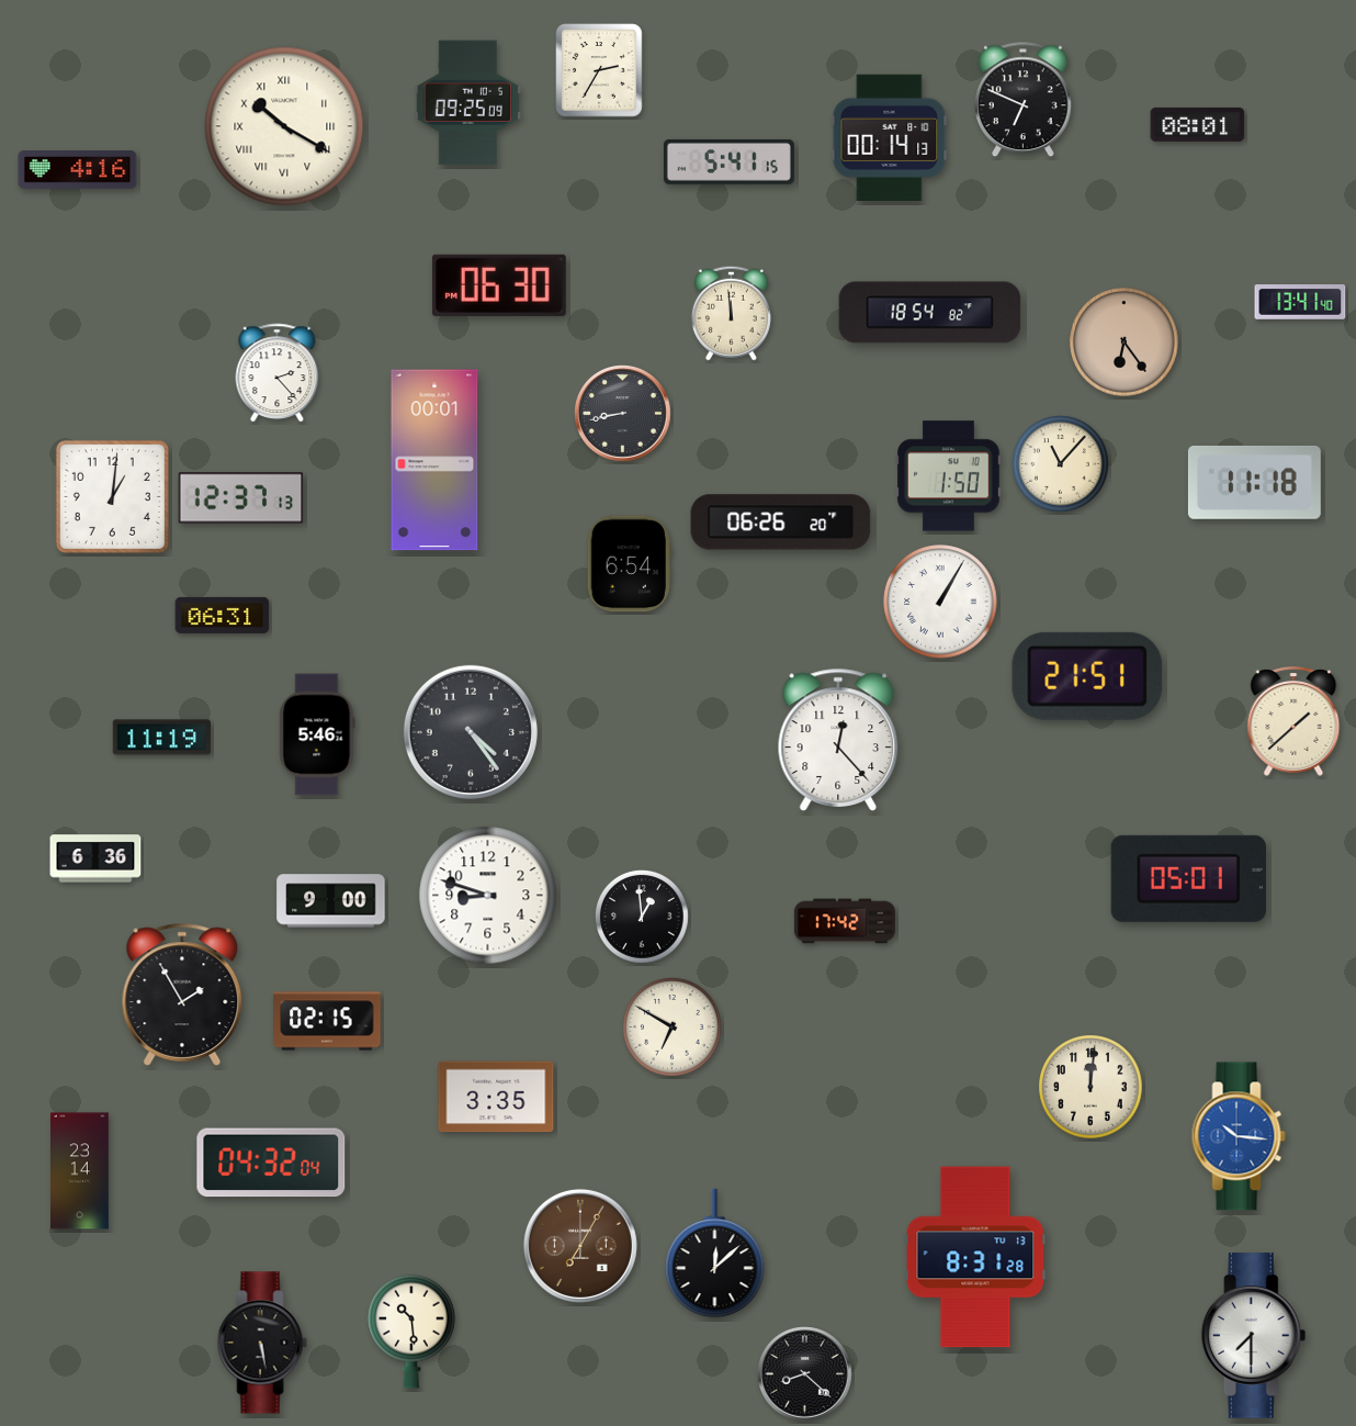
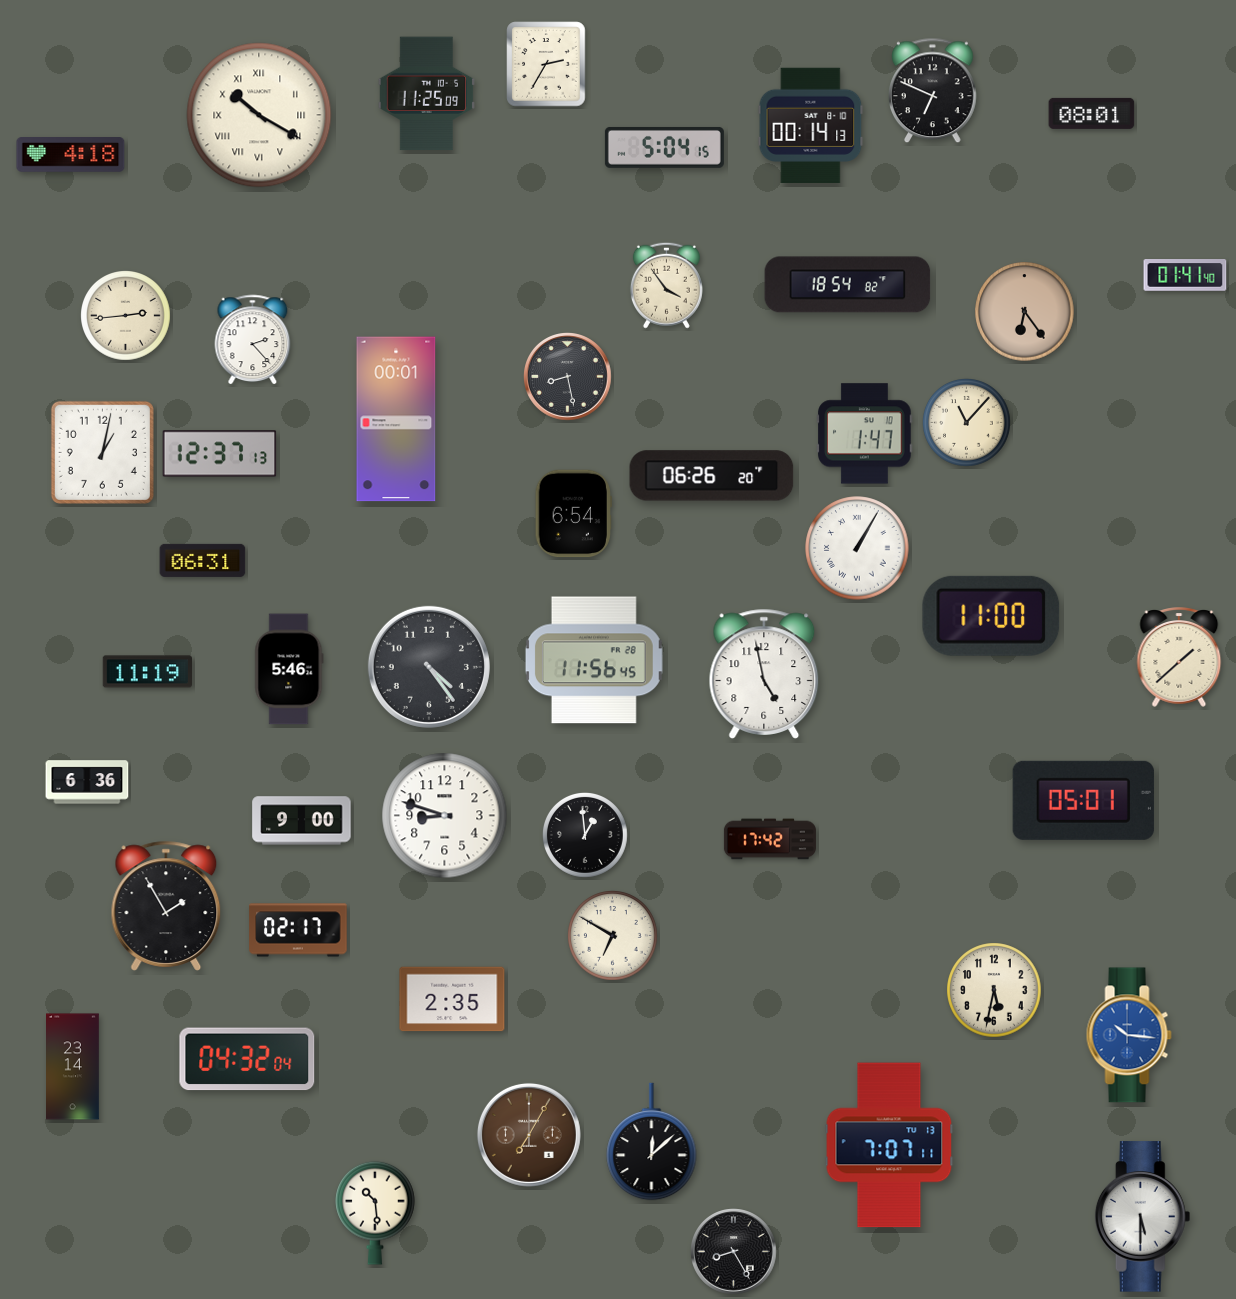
clock at (467, 103): 09:25 -> 11:25
clock at (728, 162): 5:41 -> 5:04
clock at (78, 170): 4:16 -> 4:18
clock at (499, 285): 06:30 -> none
clock at (1300, 302): 13:41 -> 01:41
clock at (731, 313): 11:59 -> 3:54
clock at (126, 316): none -> 2:44
clock at (623, 414): 8:43 -> 8:28
clock at (949, 476): 1:50 -> 1:47
clock at (1254, 482): 11:18 -> none
clock at (112, 496): 1:01 -> 1:02
clock at (1087, 676): 21:51 -> 11:00
clock at (594, 660): none -> 11:56
clock at (838, 740): 12:23 -> 4:58
clock at (327, 1021): 02:15 -> 02:17
clock at (1091, 1087): 12:01 -> 5:32
clock at (496, 1097): 3:35 -> 2:35
clock at (975, 1257): 8:31 -> 7:07
clock at (1254, 1336): 7:30 -> 5:30
clock at (262, 1343): 5:28 -> none
clock at (805, 1374): 8:22 -> 8:25
